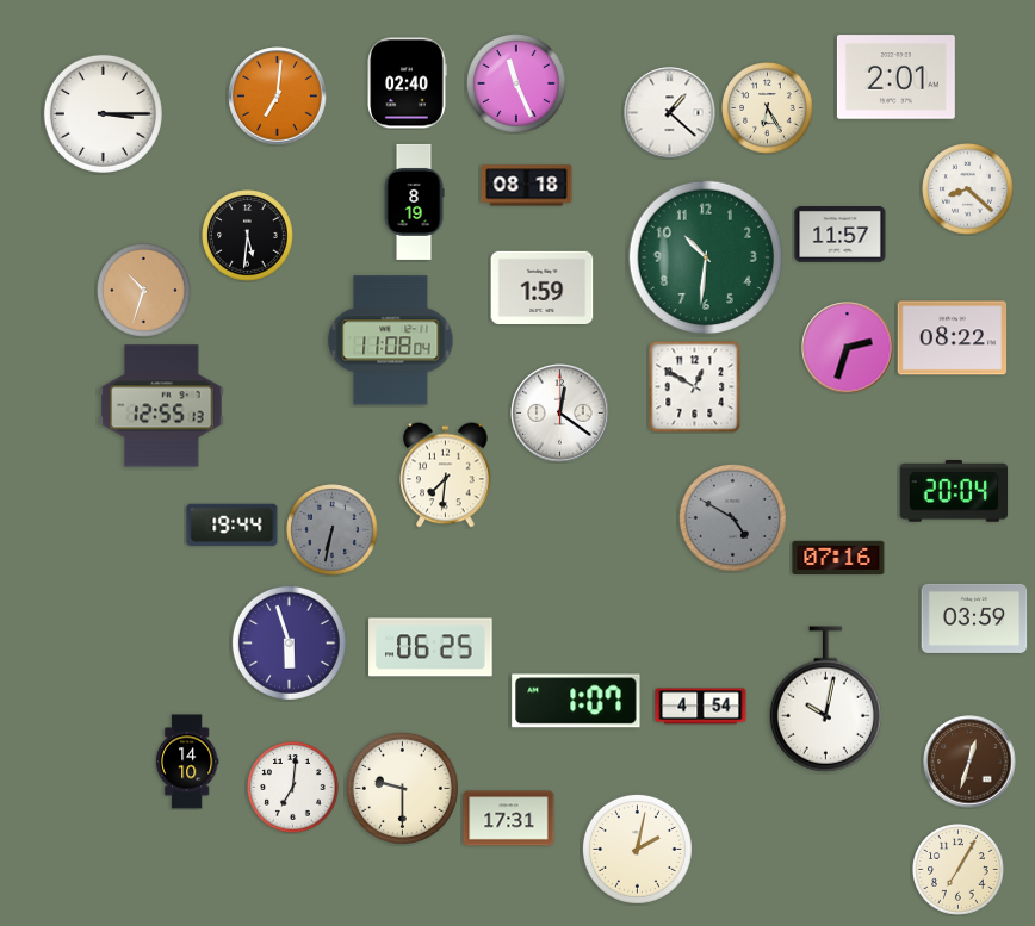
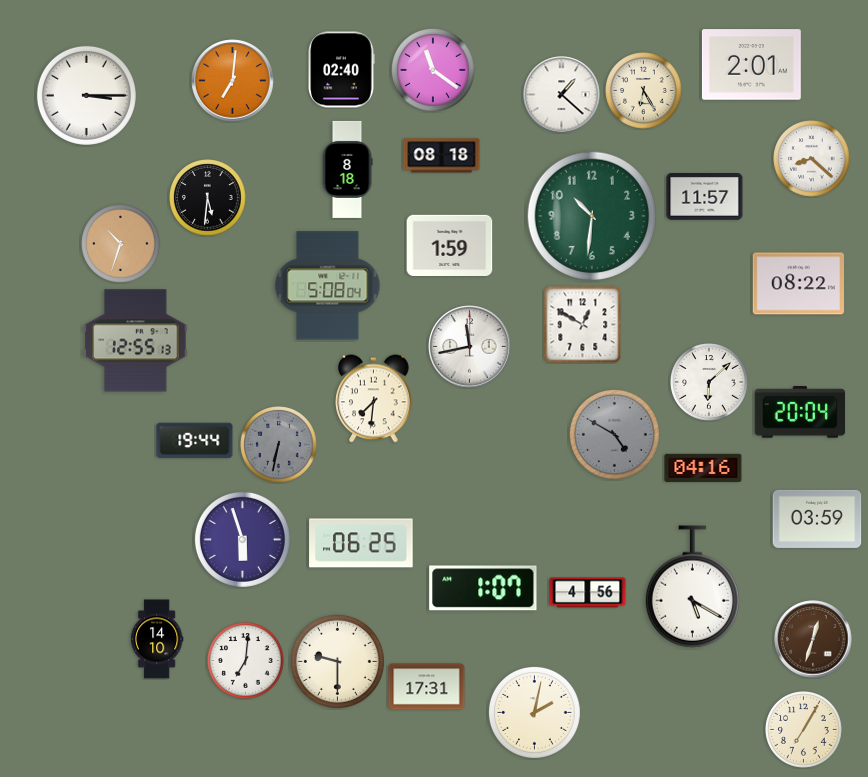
clock at (517, 85): 11:26 -> 11:21
clock at (414, 201): 8:19 -> 8:18
clock at (543, 287) position: (543, 287) -> (450, 245)
clock at (391, 341): 11:08 -> 5:08
clock at (848, 348): 2:33 -> none
clock at (560, 414): 12:21 -> 11:43
clock at (709, 382): none -> 6:08
clock at (838, 557): 07:16 -> 04:16
clock at (825, 700): 10:02 -> 5:20
clock at (701, 707): 4:54 -> 4:56
